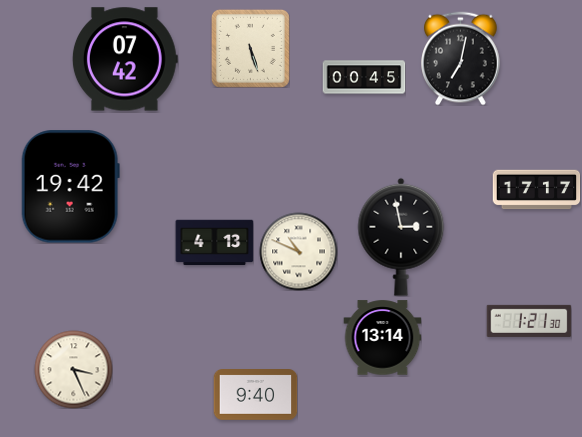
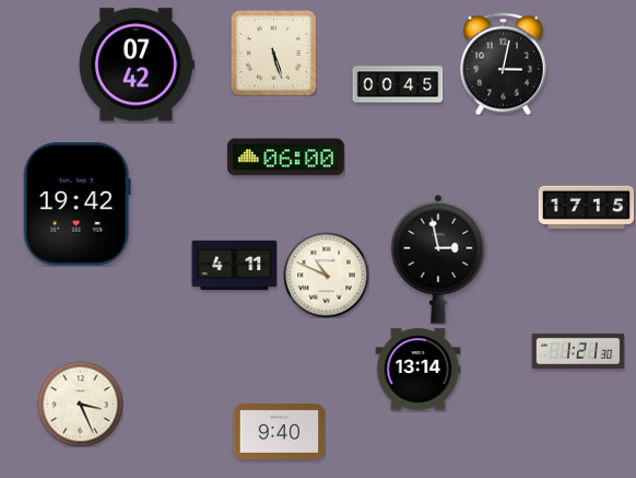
clock at (461, 58): 7:02 -> 3:02
clock at (286, 158): none -> 06:00
clock at (536, 190): 17:17 -> 17:15
clock at (214, 243): 4:13 -> 4:11
